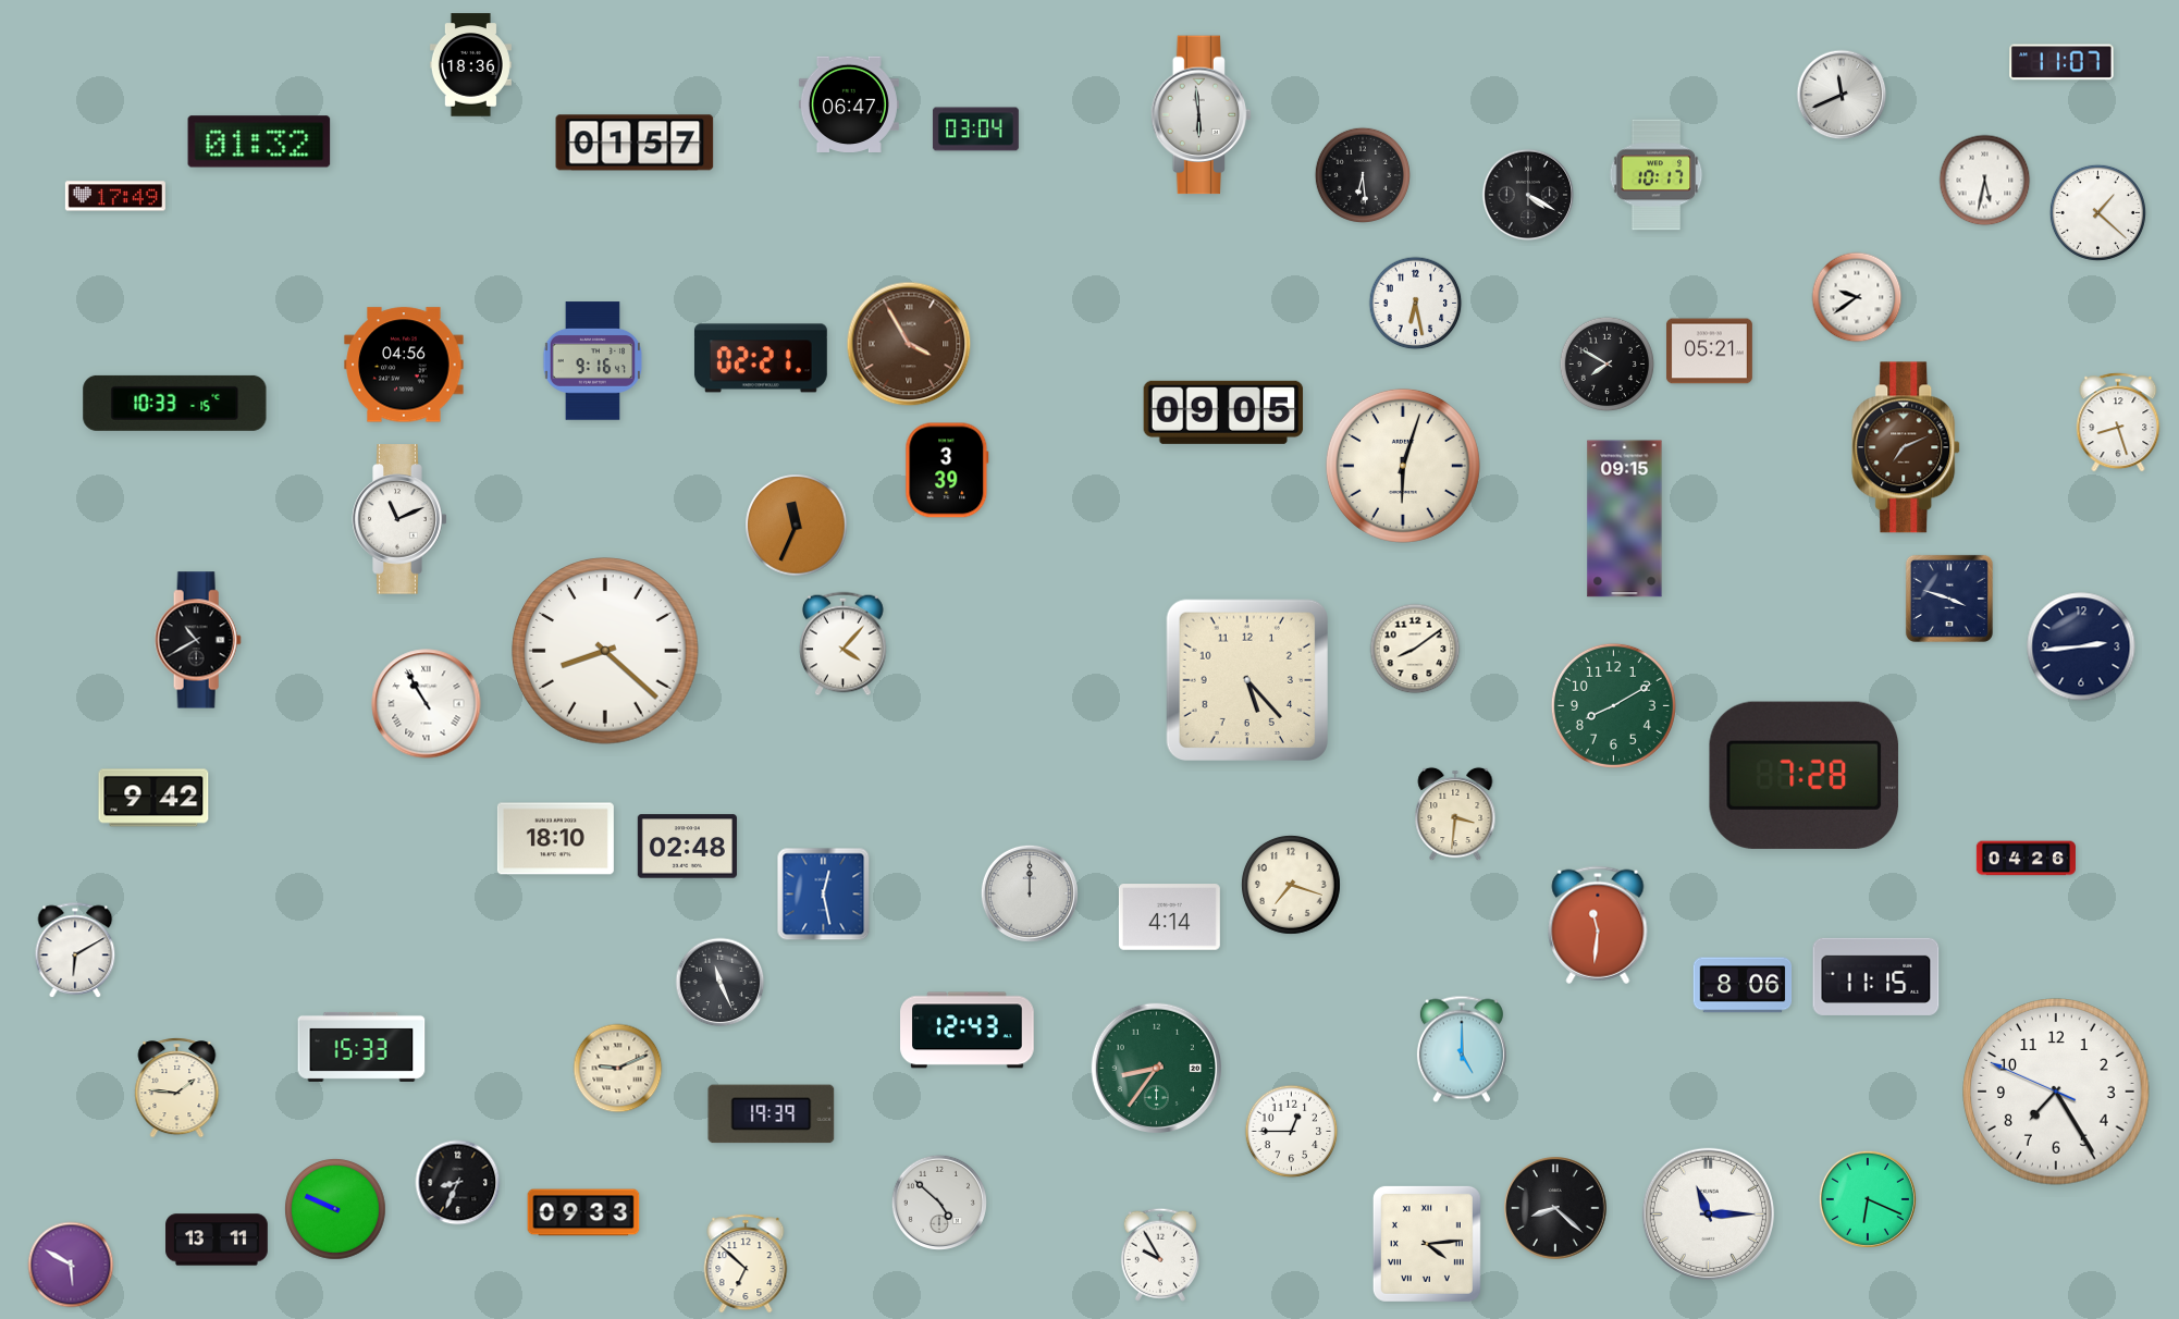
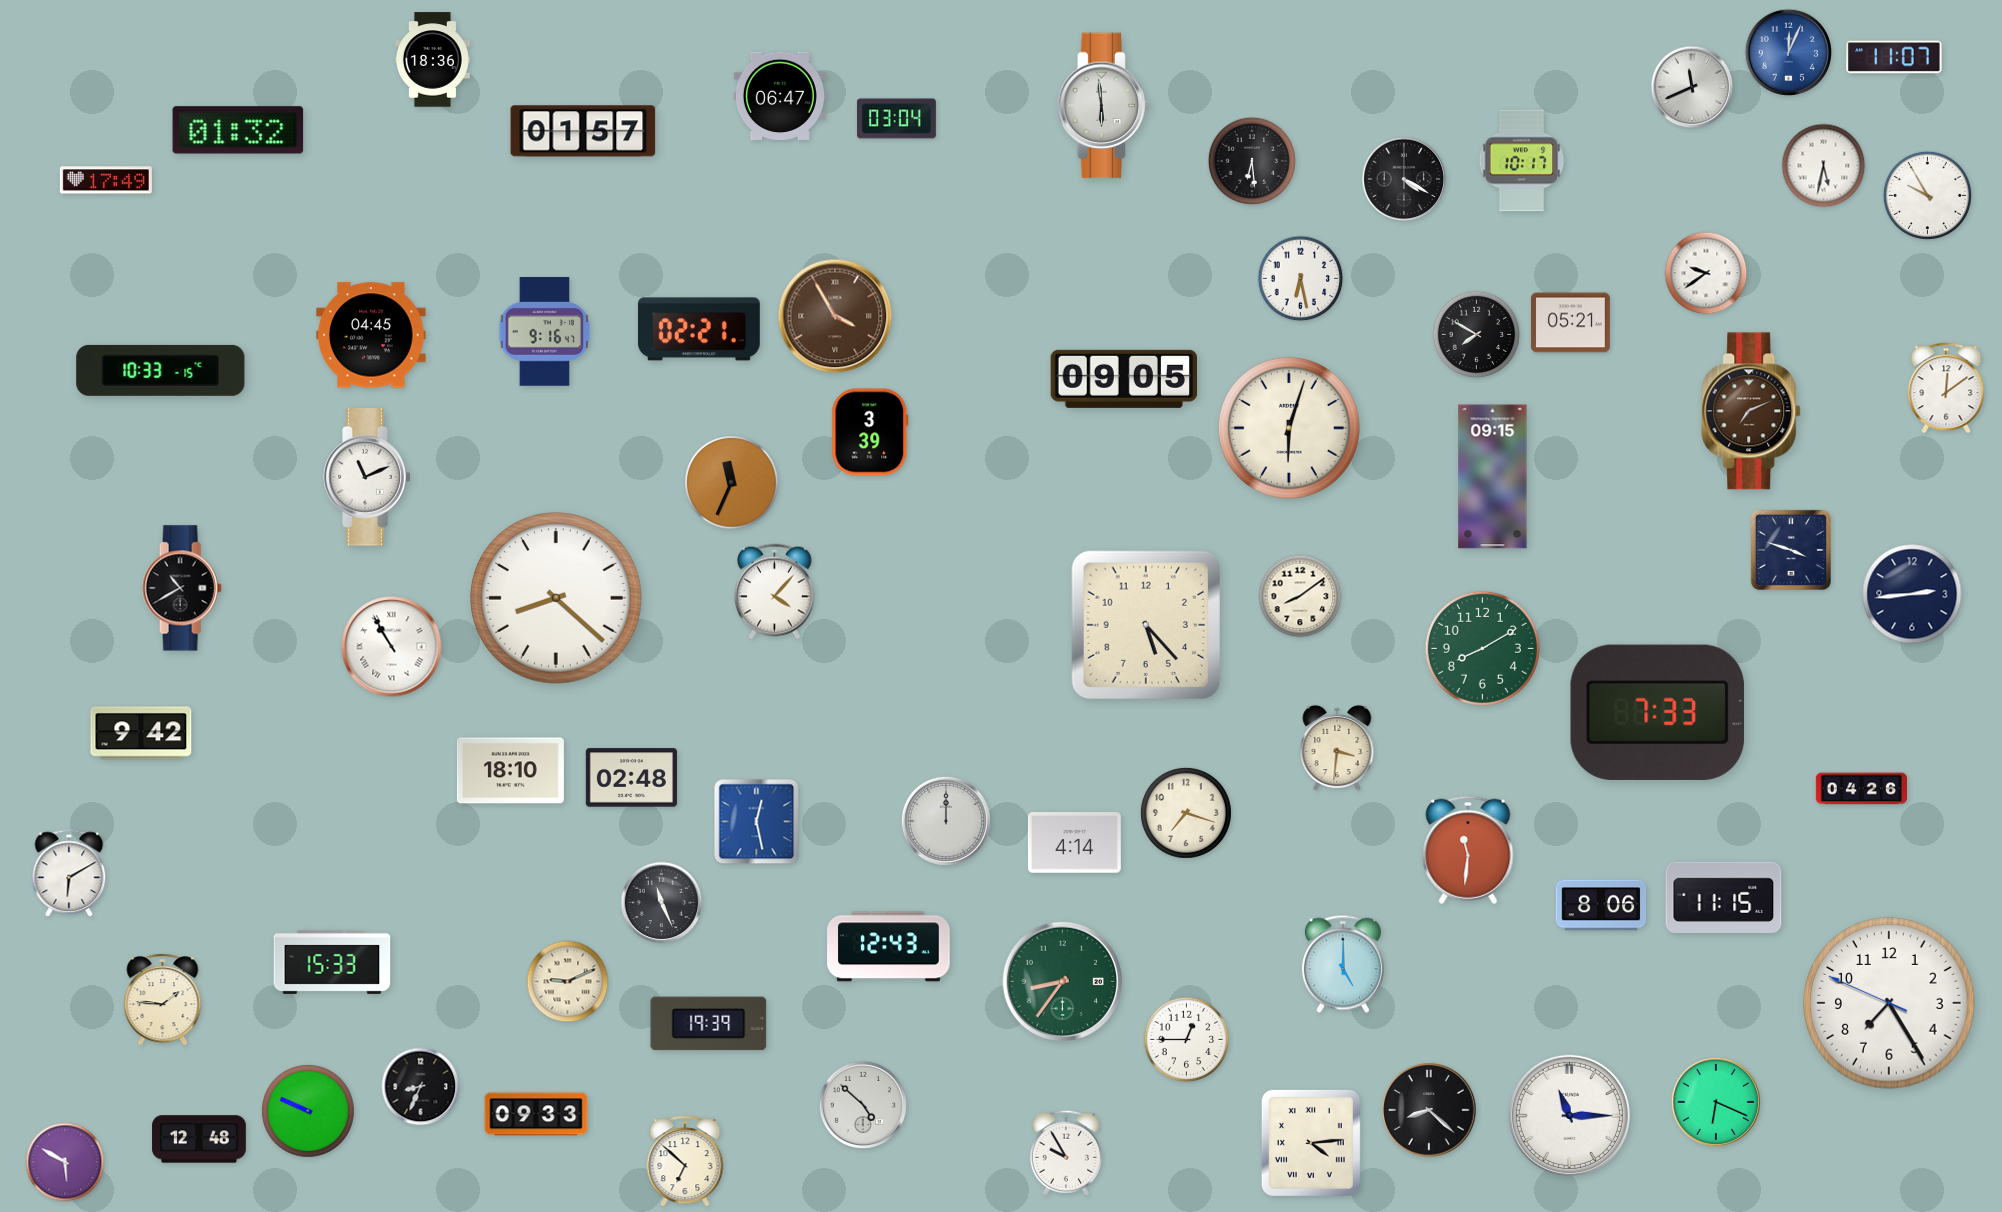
clock at (1788, 52): none -> 12:04
clock at (2097, 212): 1:22 -> 9:55
clock at (404, 365): 04:56 -> 04:45
clock at (2118, 422): 8:27 -> 12:09
clock at (1805, 775): 7:28 -> 7:33
clock at (217, 1240): 13:11 -> 12:48
